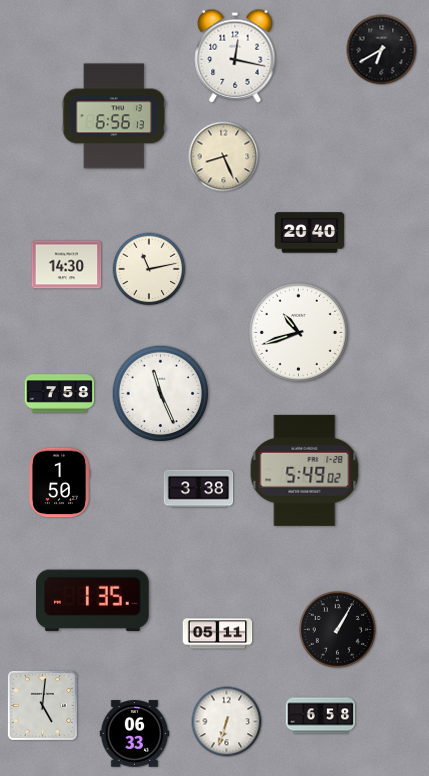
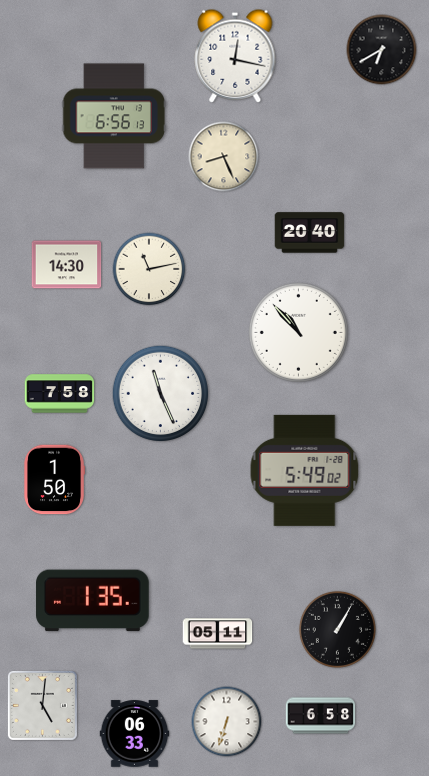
clock at (298, 332): 10:42 -> 10:53
clock at (59, 483) position: (59, 483) -> (54, 480)
clock at (199, 489): 3:38 -> none
